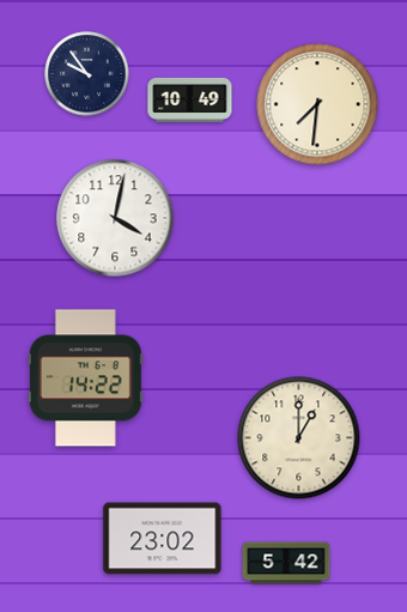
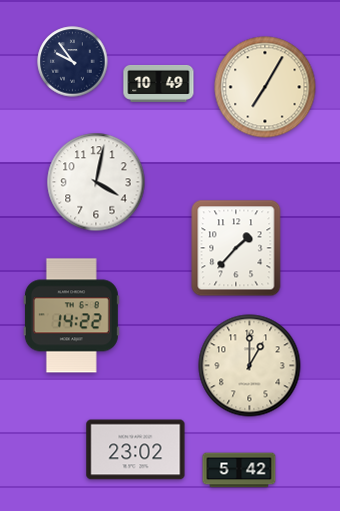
clock at (317, 104): 7:31 -> 7:05
clock at (236, 248): none -> 1:37
